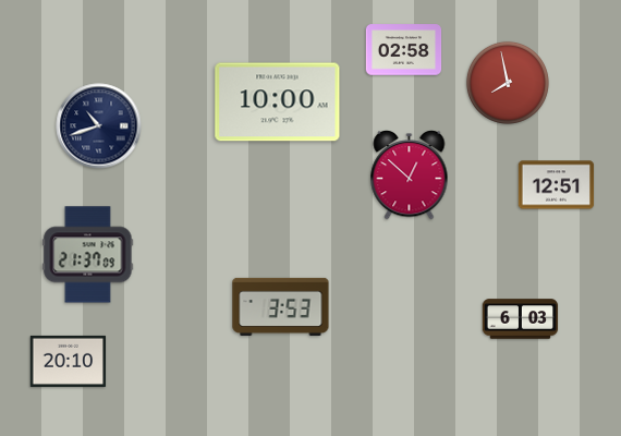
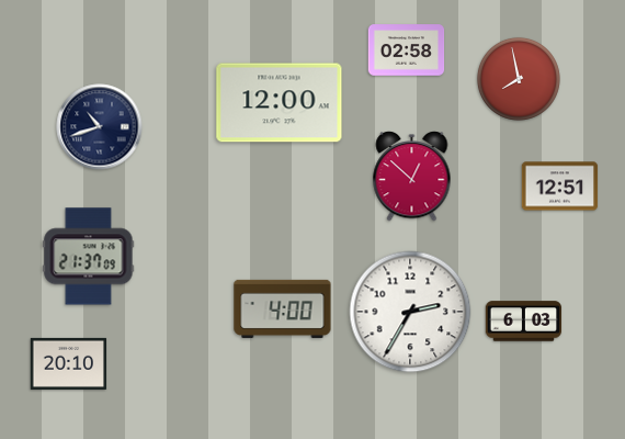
clock at (508, 83) position: (508, 83) -> (519, 79)
clock at (278, 102): 10:00 -> 12:00
clock at (281, 306): 3:53 -> 4:00
clock at (410, 312): none -> 2:35
